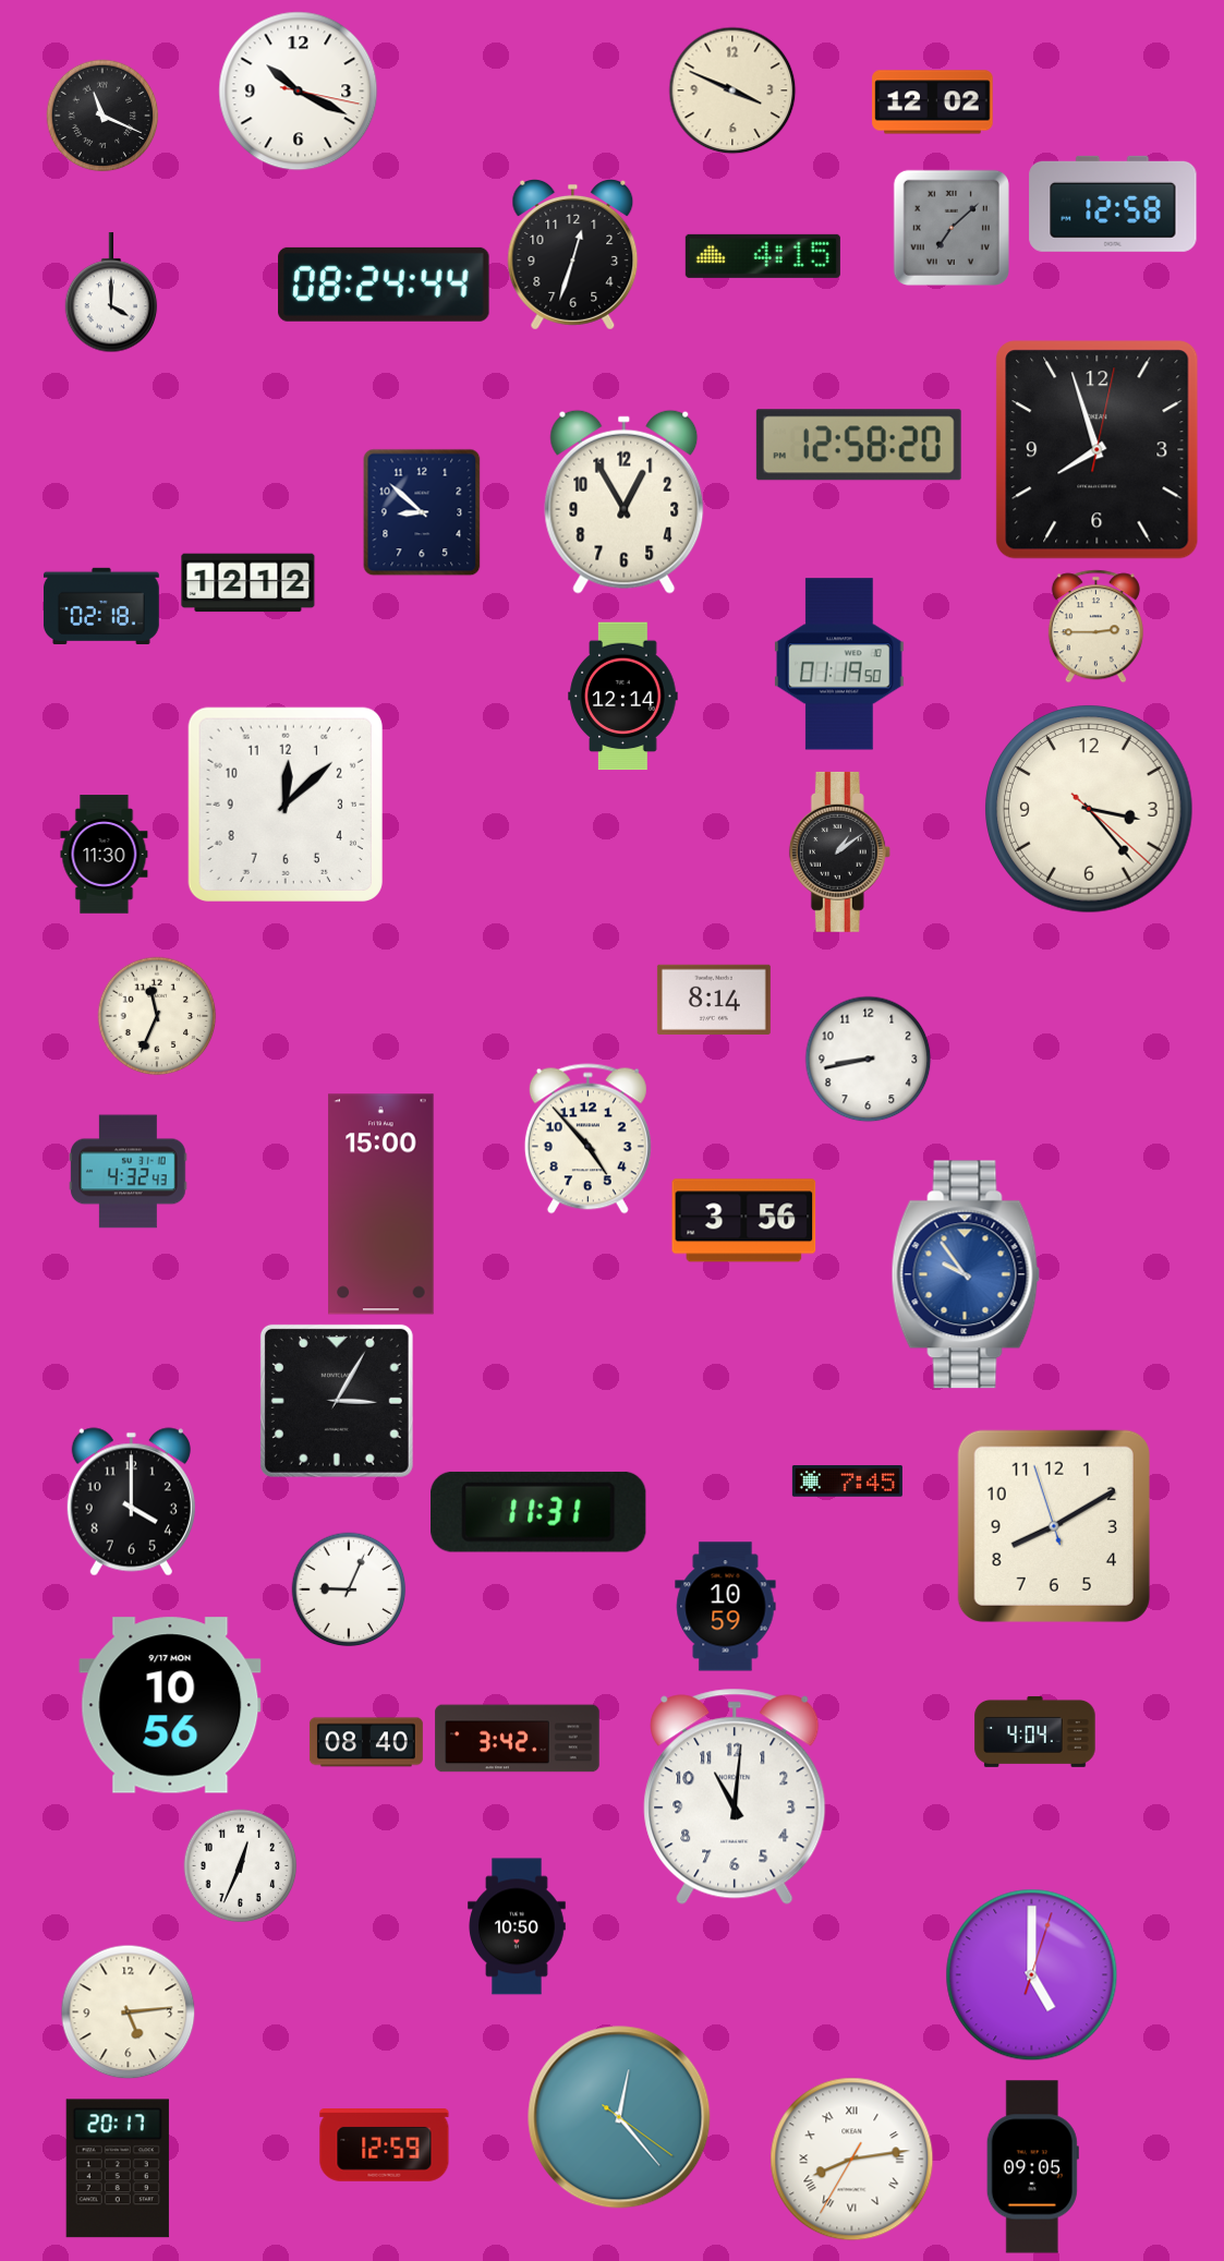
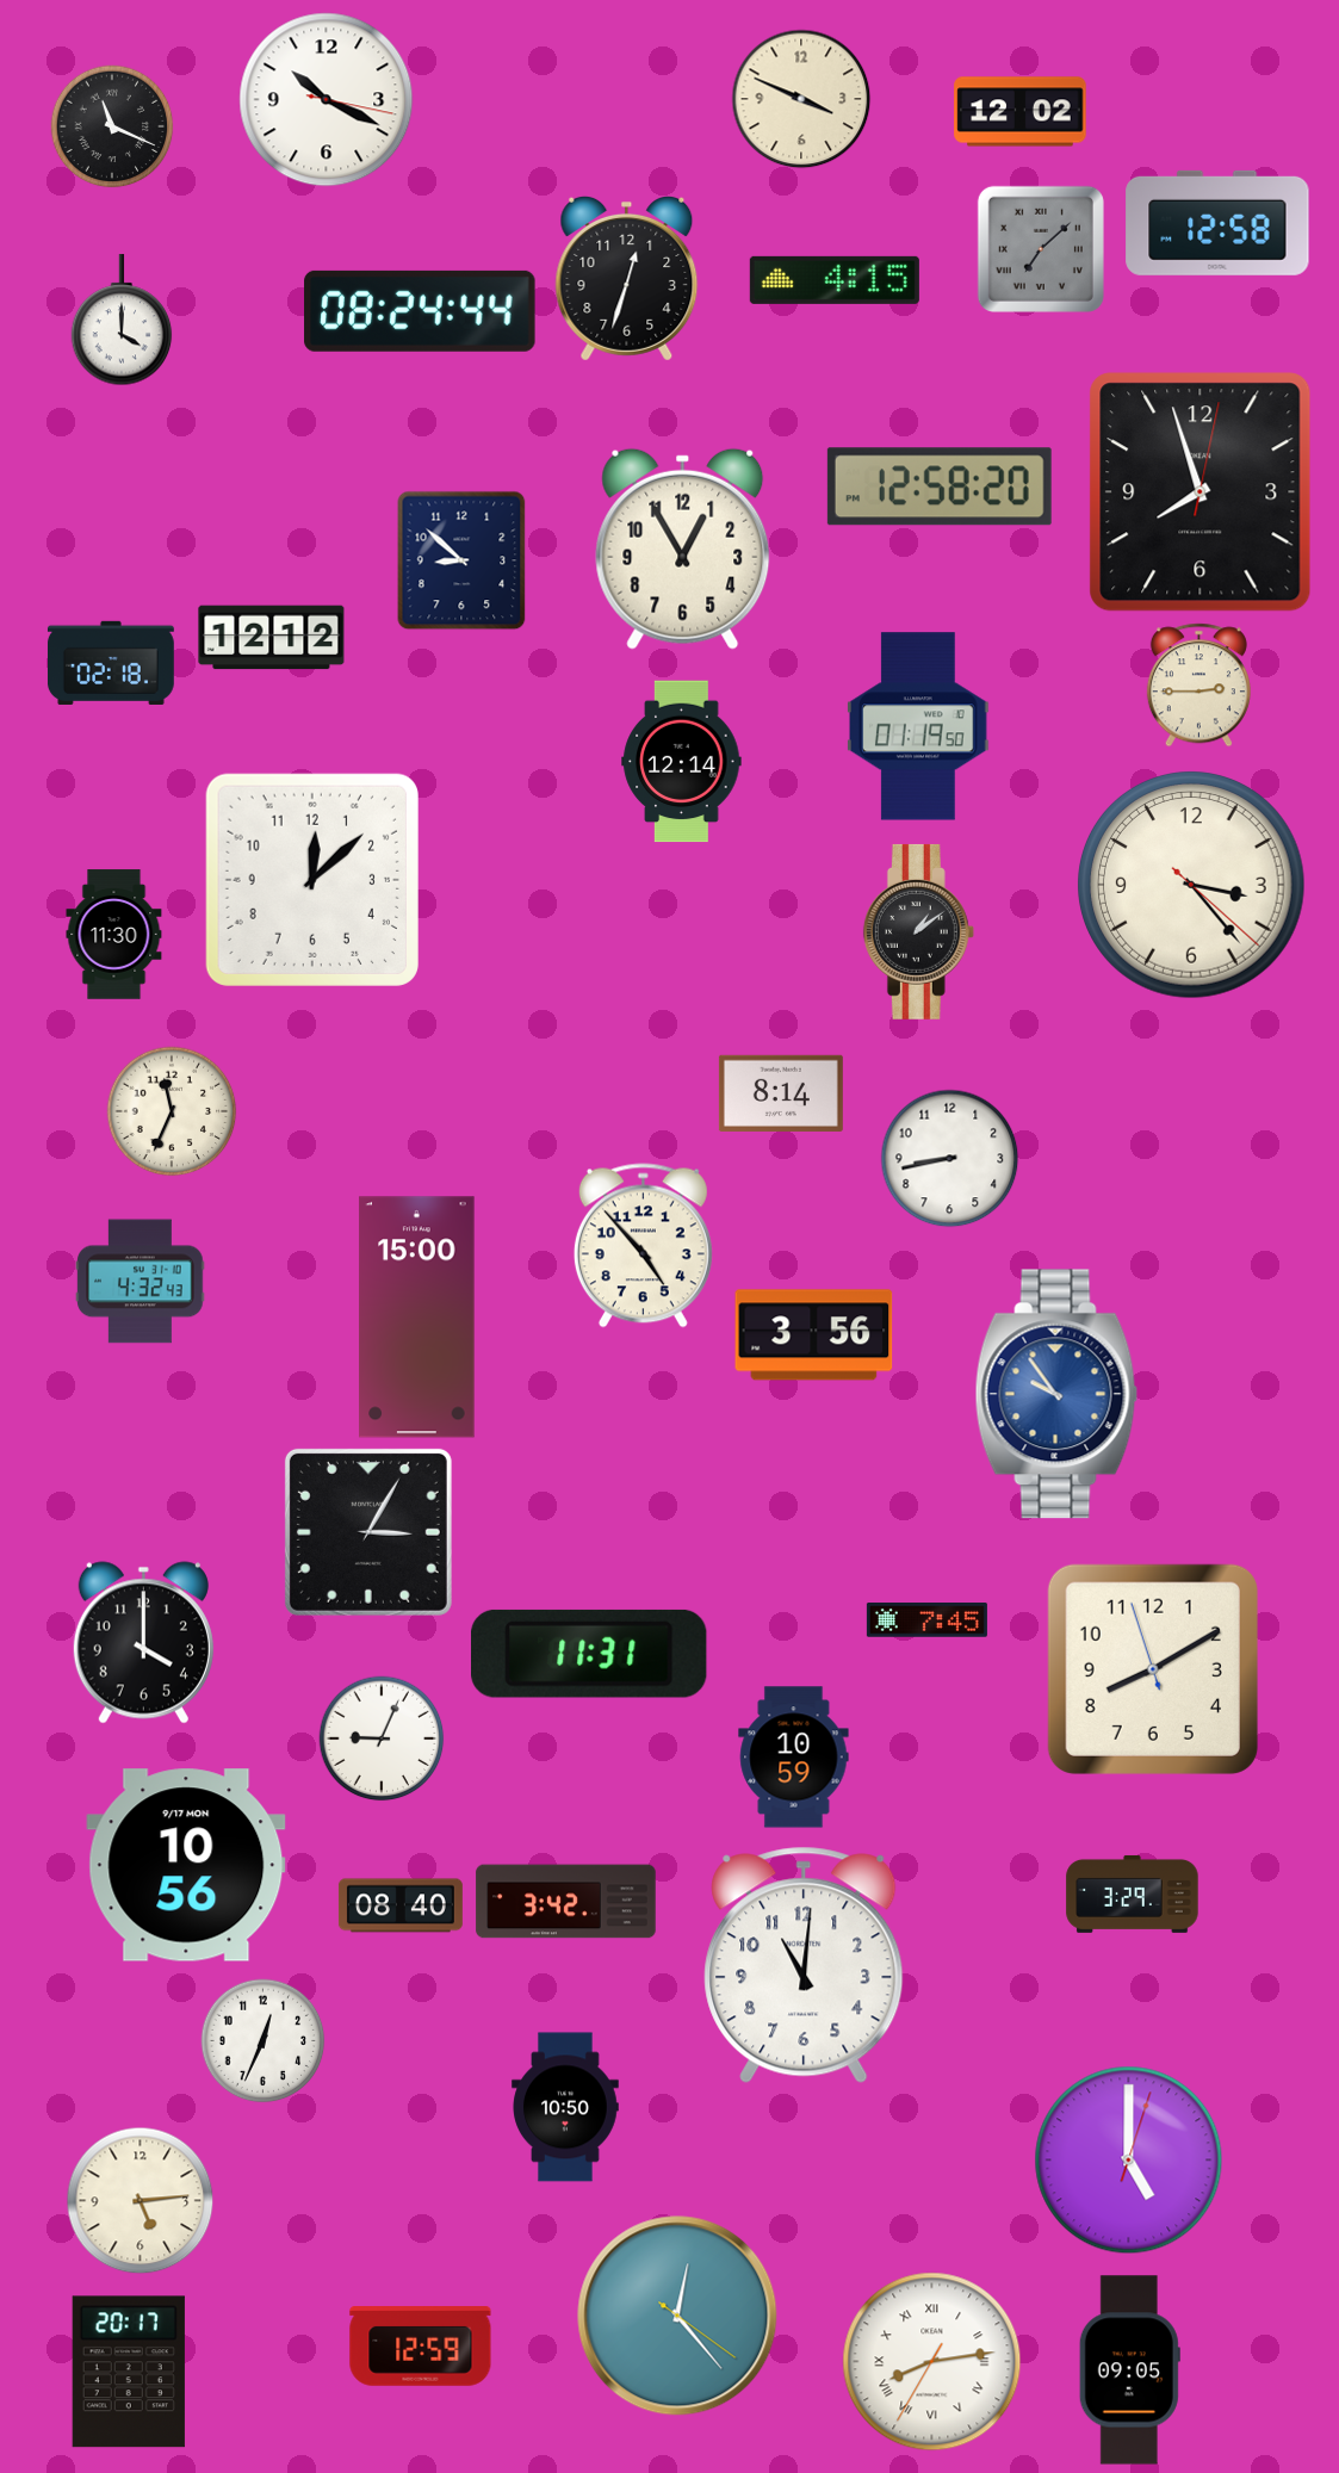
clock at (1035, 1731): 4:04 -> 3:29
